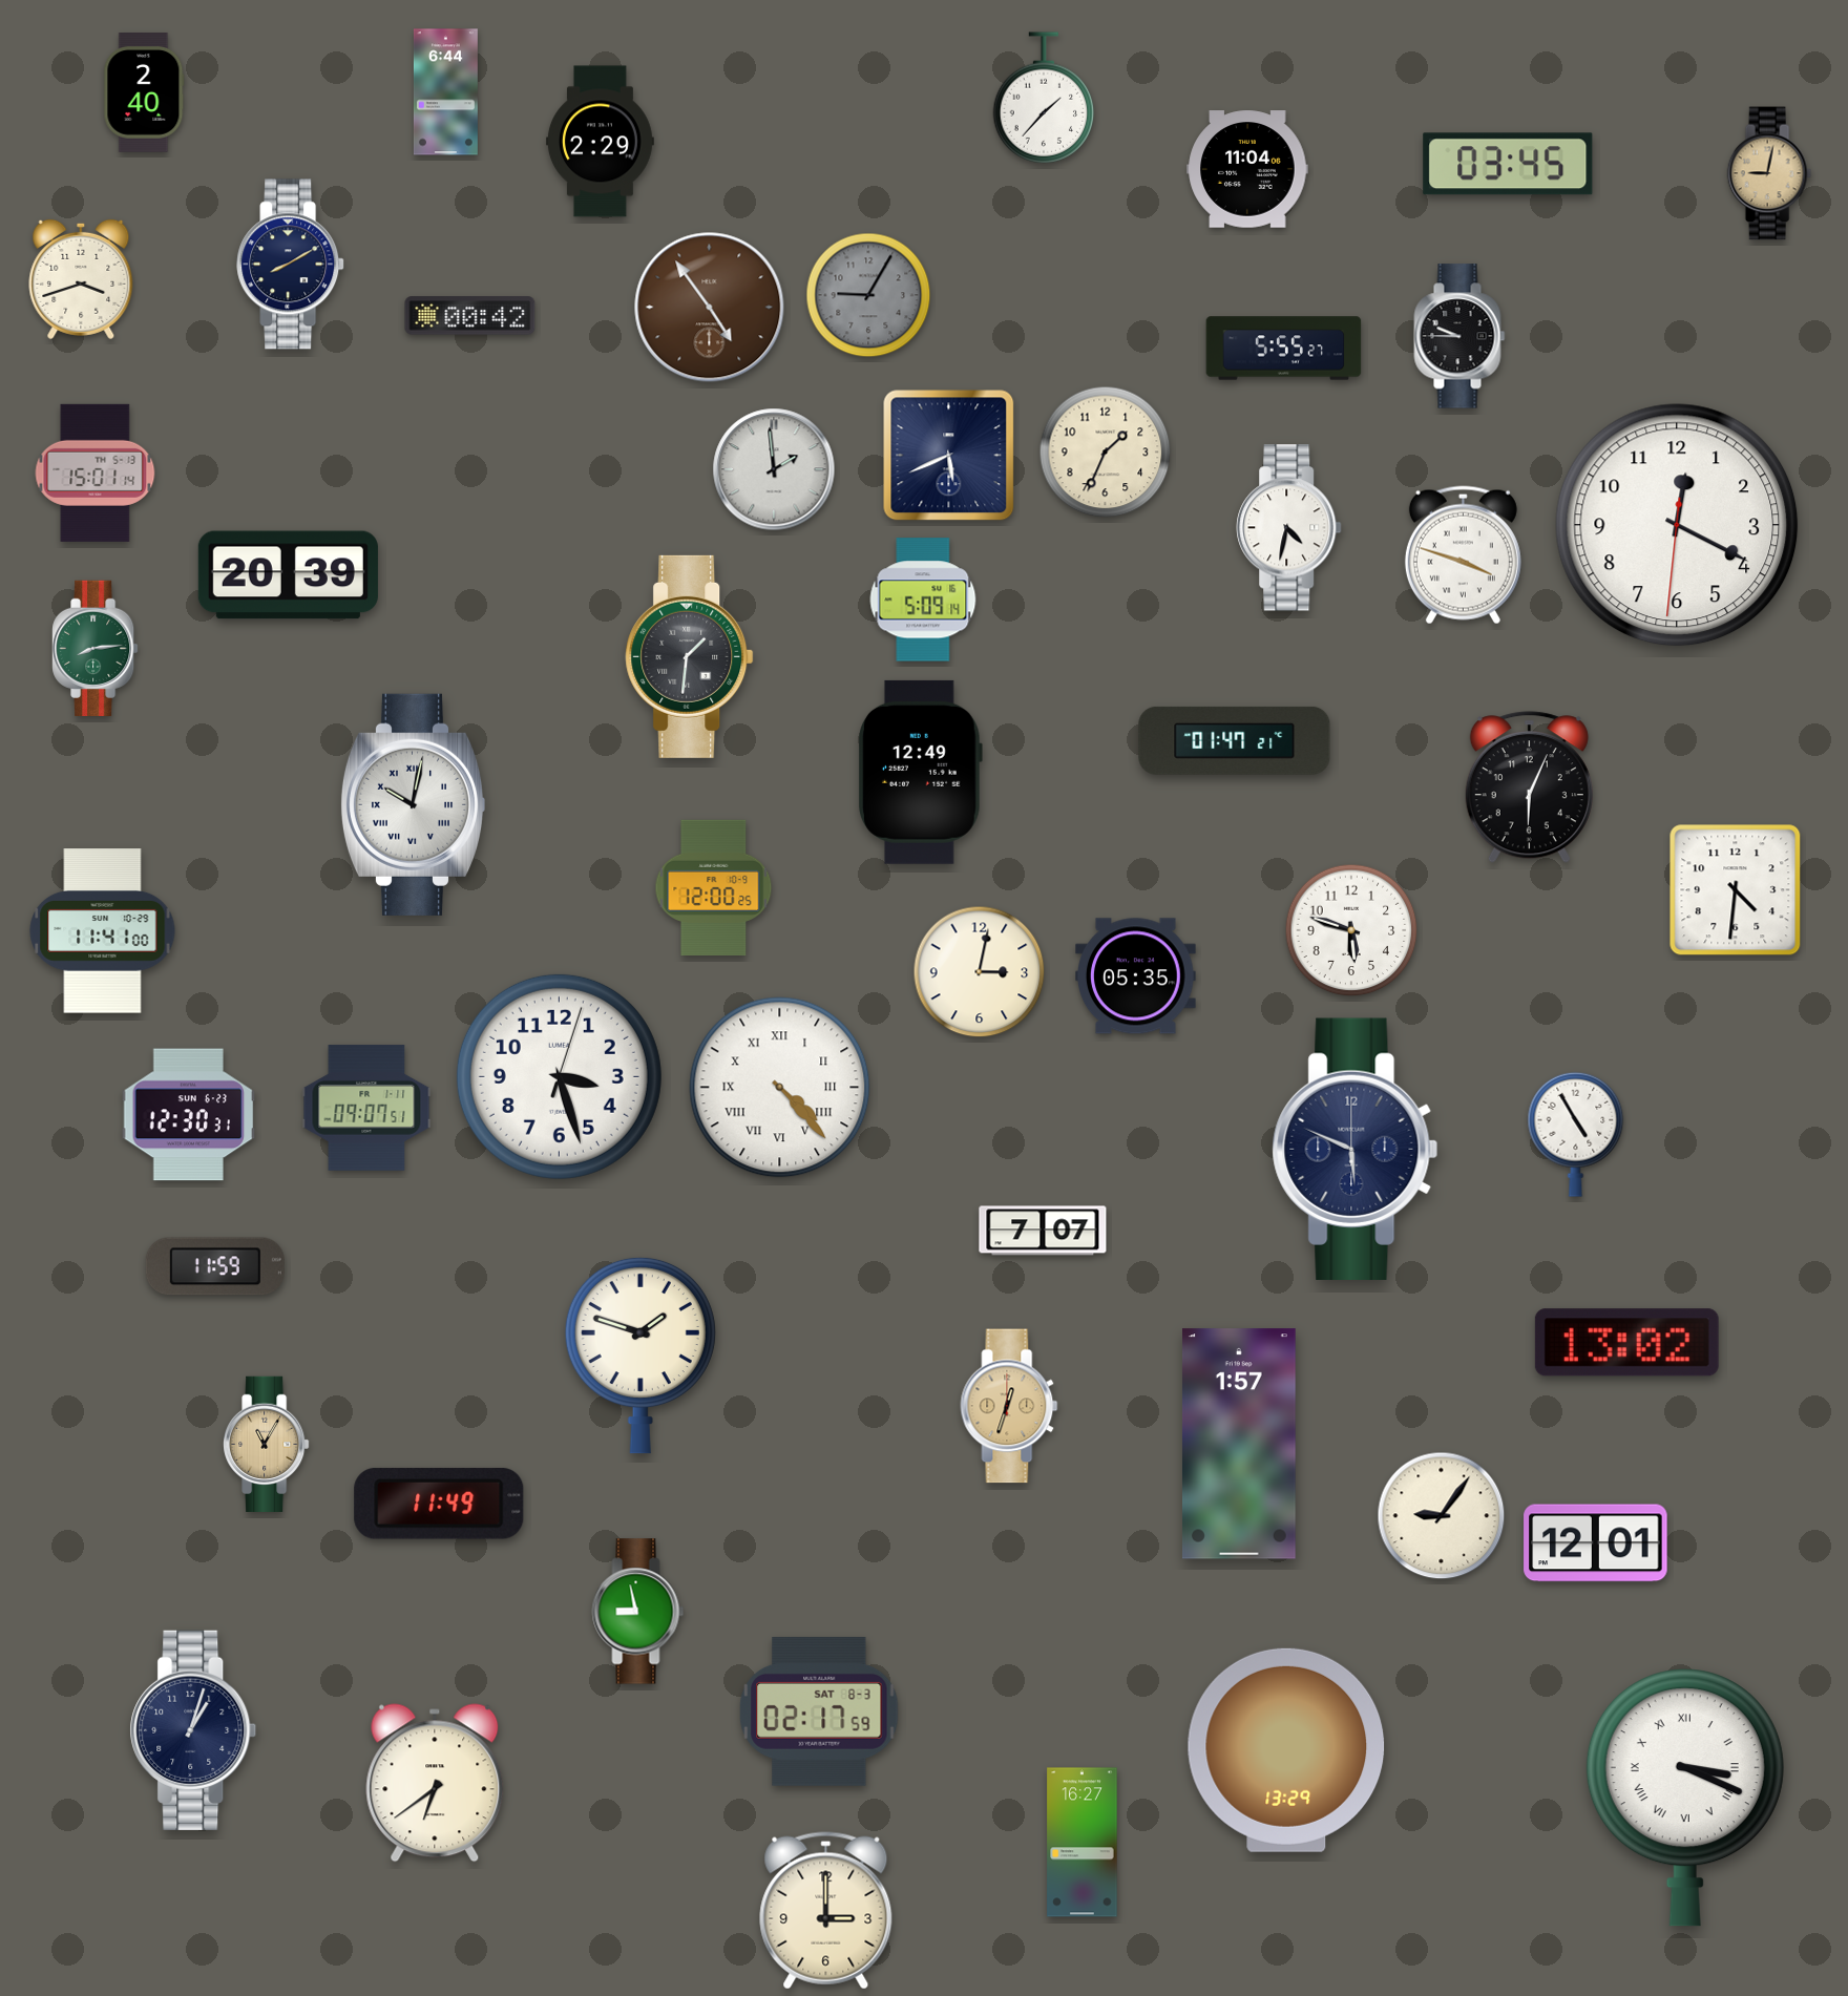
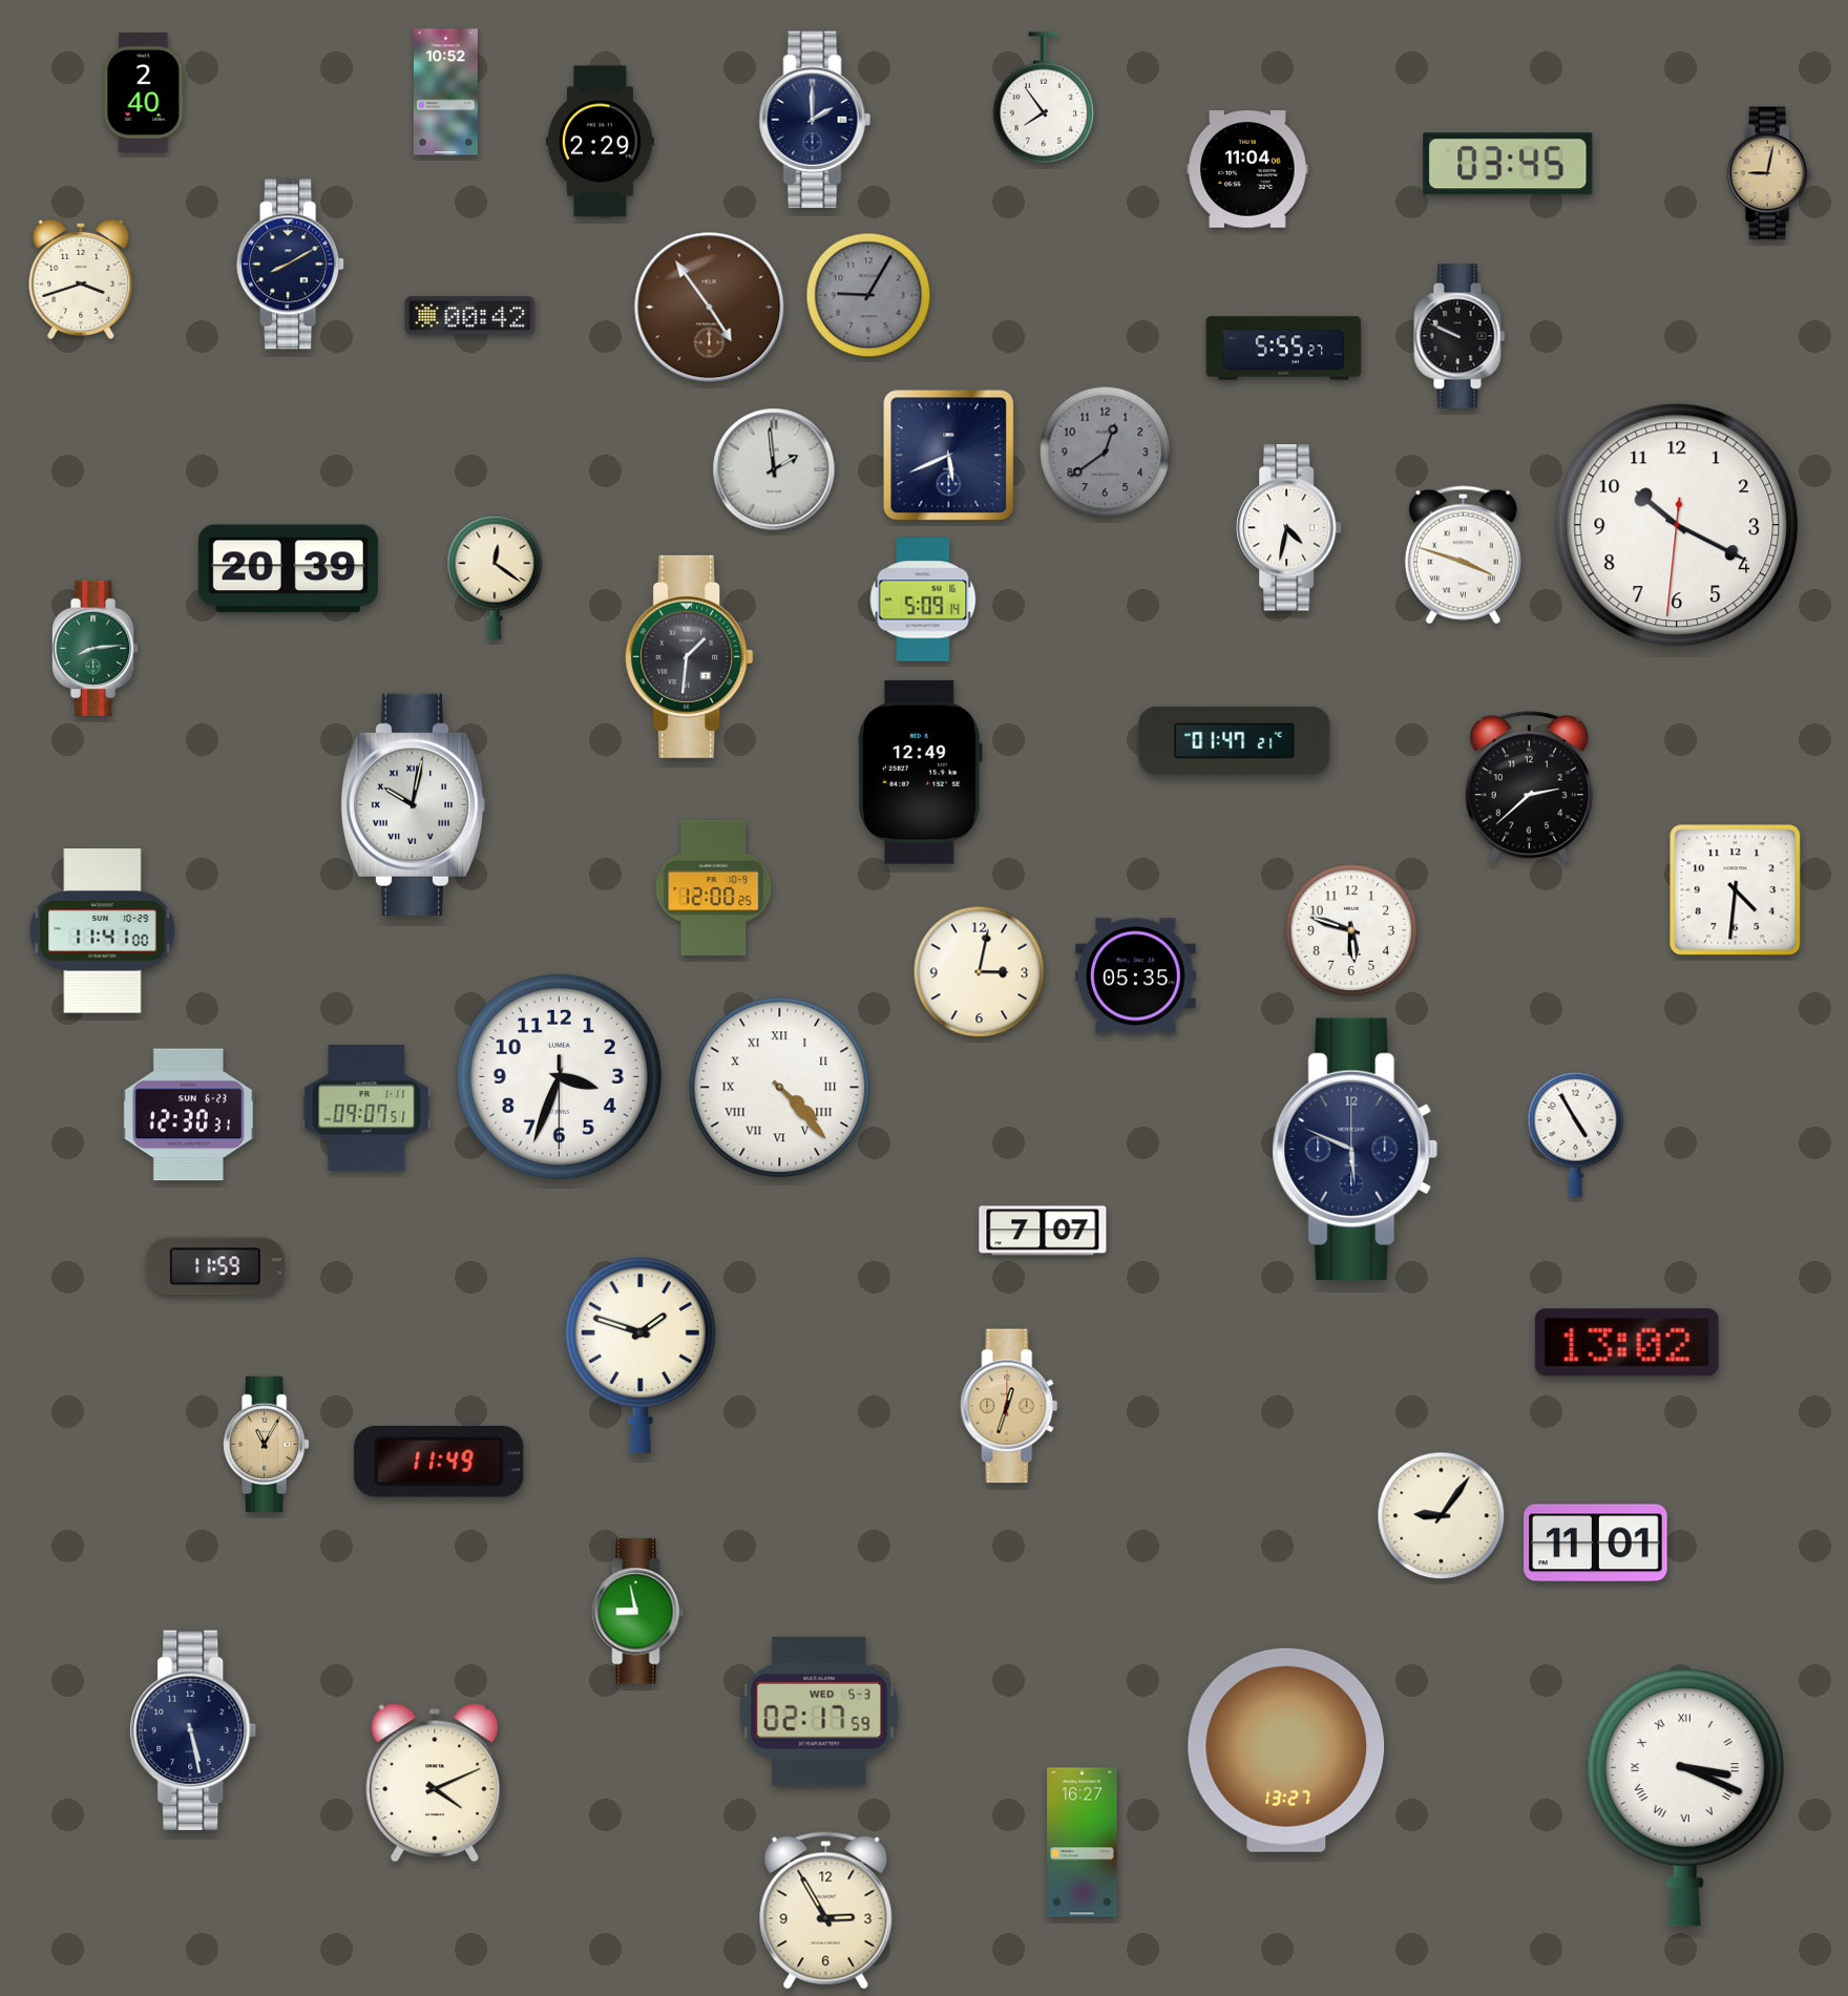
clock at (445, 92): 6:44 -> 10:52
clock at (1044, 98): 1:37 -> 7:54
clock at (815, 120): none -> 2:00
clock at (1459, 336): 9:45 -> 9:49
clock at (1106, 453): 1:34 -> 12:39
clock at (1106, 453) dial: cream -> grey
clock at (96, 472): 15:01 -> none
clock at (1677, 525): 12:19 -> 10:19
clock at (288, 575) position: (288, 575) -> (288, 569)
clock at (495, 577): none -> 12:21
clock at (1529, 787): 6:04 -> 2:38
clock at (559, 1076): 3:27 -> 3:33
clock at (1239, 1444): 1:57 -> none
clock at (439, 1504) position: (439, 1504) -> (439, 1462)
clock at (1596, 1543): 12:01 -> 11:01
clock at (819, 1713) date: SAT 8-3 -> WED 5-3
clock at (193, 1730): 1:03 -> 5:28
clock at (1286, 1750): 13:29 -> 13:27
clock at (435, 1783): 6:39 -> 4:11
clock at (826, 1911): 3:00 -> 2:55
